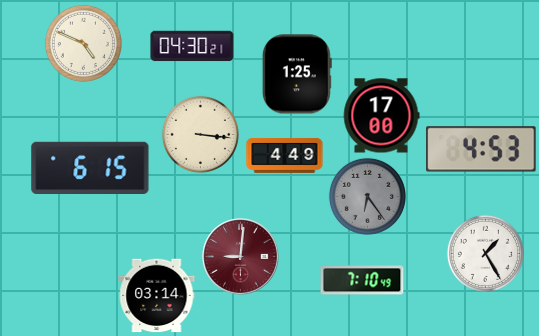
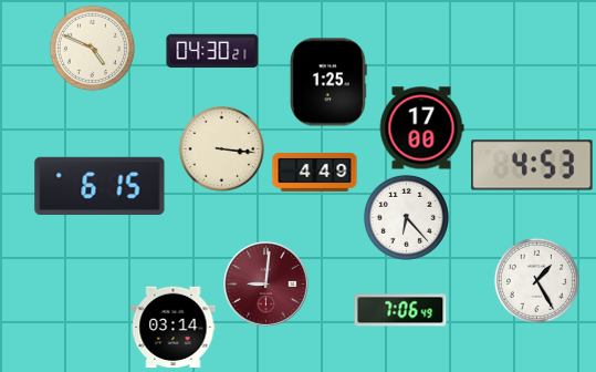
clock at (367, 196): 6:24 -> 6:23
clock at (367, 196) dial: grey -> white
clock at (362, 280): 7:10 -> 7:06
